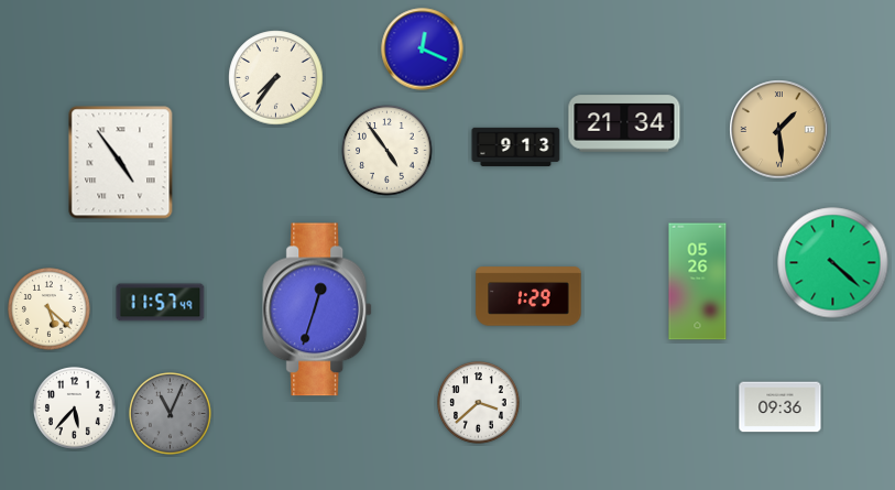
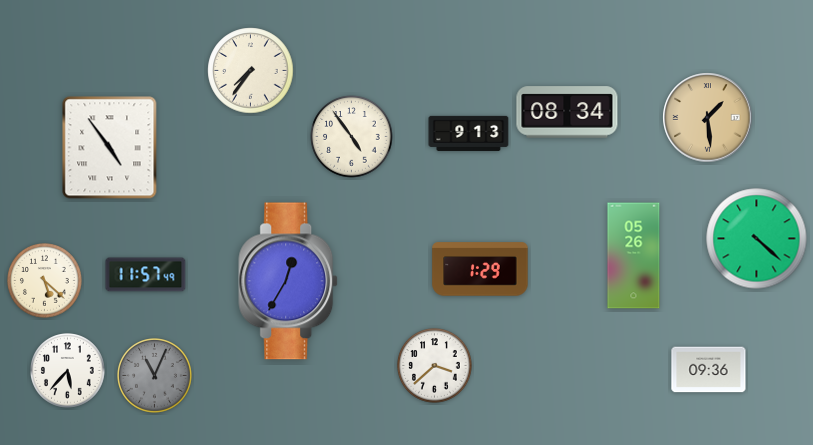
clock at (423, 50): 12:19 -> none
clock at (624, 123): 21:34 -> 08:34
clock at (318, 309): 12:33 -> 12:35
